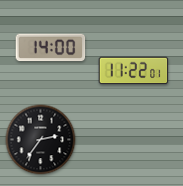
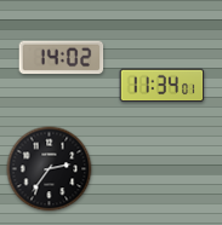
clock at (51, 48): 14:00 -> 14:02
clock at (134, 71): 11:22 -> 11:34
